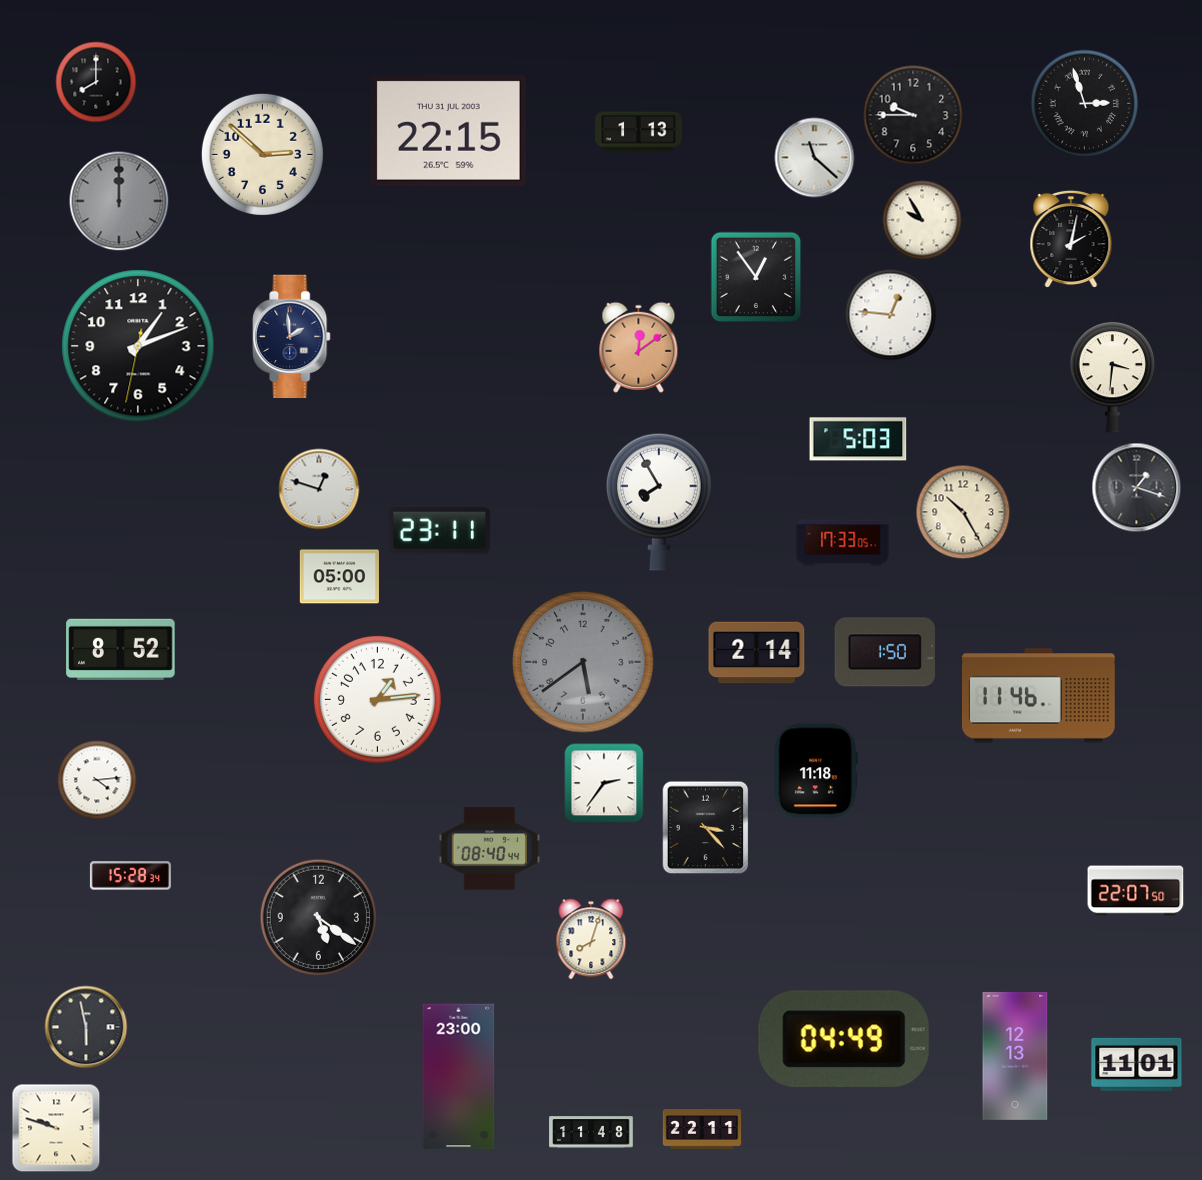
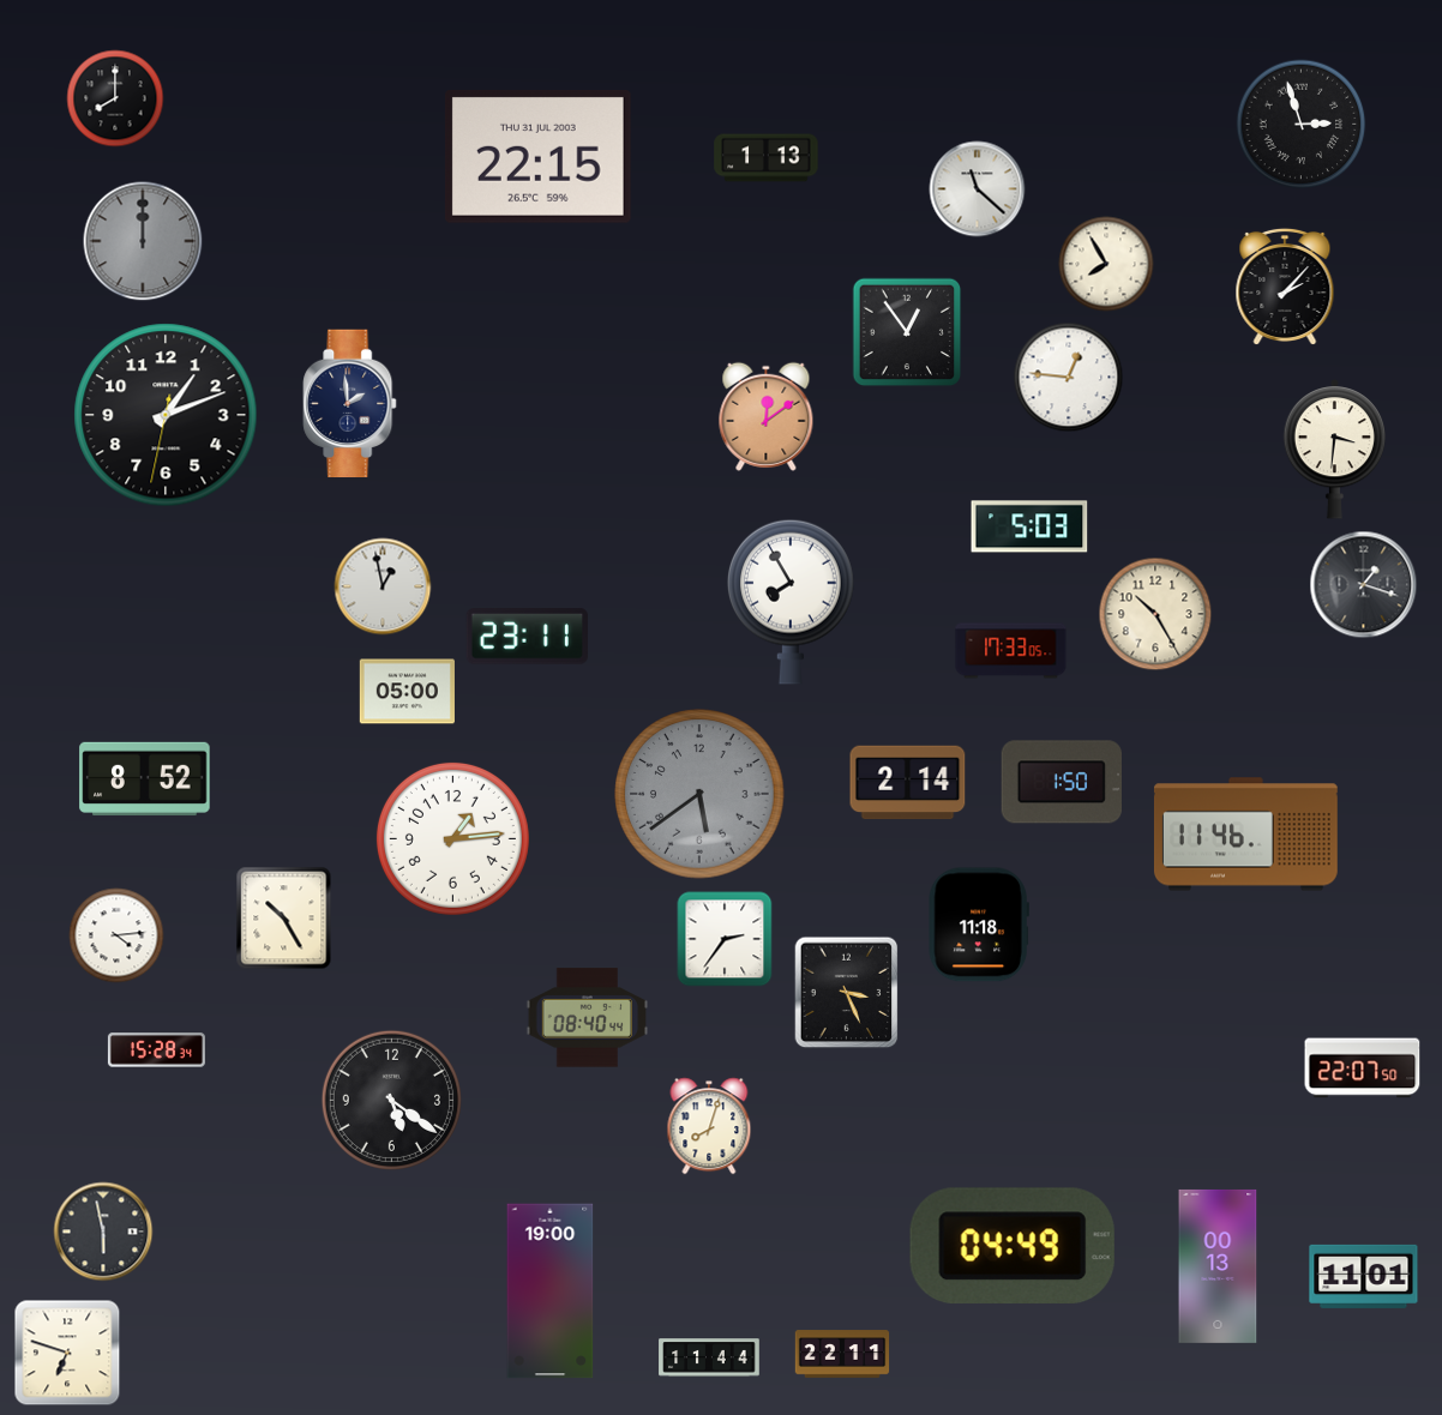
clock at (913, 115): 9:45 -> none
clock at (262, 154): 2:52 -> none
clock at (922, 220): 9:55 -> 7:55
clock at (1071, 238): 2:02 -> 2:07
clock at (319, 489): 12:48 -> 12:58
clock at (284, 919): none -> 10:25
clock at (706, 828): 3:23 -> 3:26
clock at (318, 917) position: (318, 917) -> (391, 1100)
clock at (1015, 1056): 12:13 -> 00:13
clock at (459, 1077): 23:00 -> 19:00
clock at (56, 1128): 9:48 -> 6:48
clock at (591, 1132): 11:48 -> 11:44
